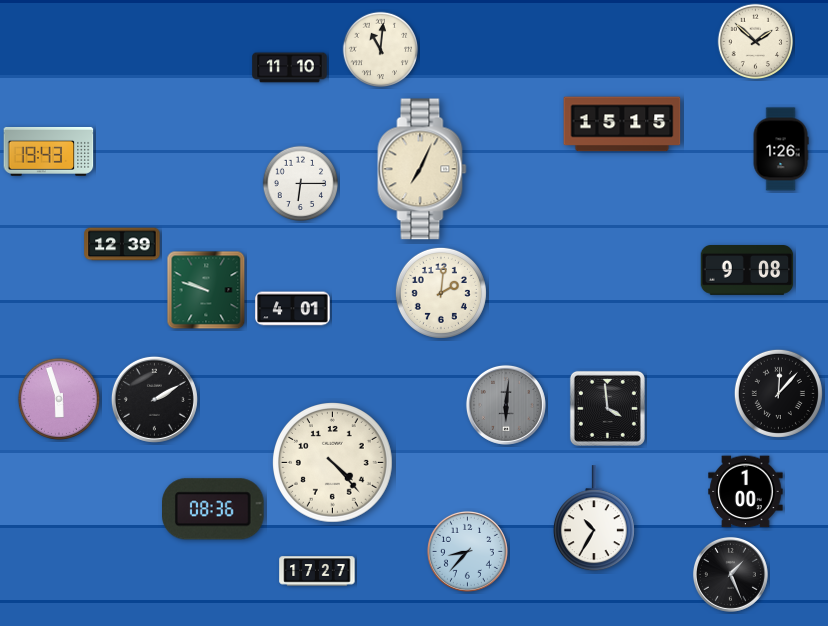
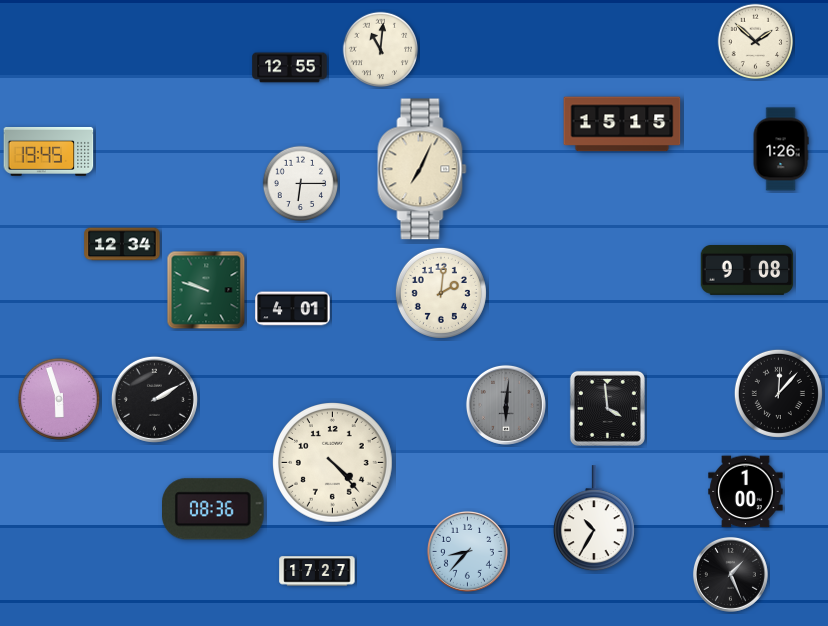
clock at (290, 68): 11:10 -> 12:55
clock at (49, 151): 19:43 -> 19:45
clock at (122, 244): 12:39 -> 12:34
